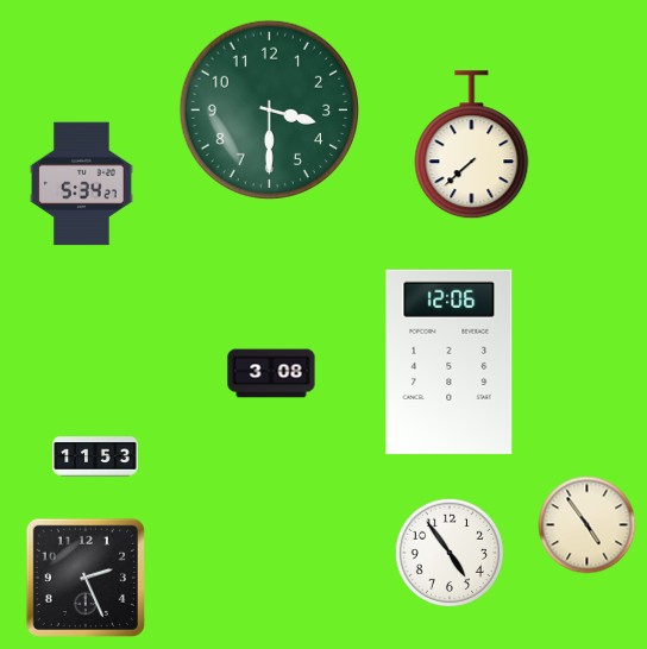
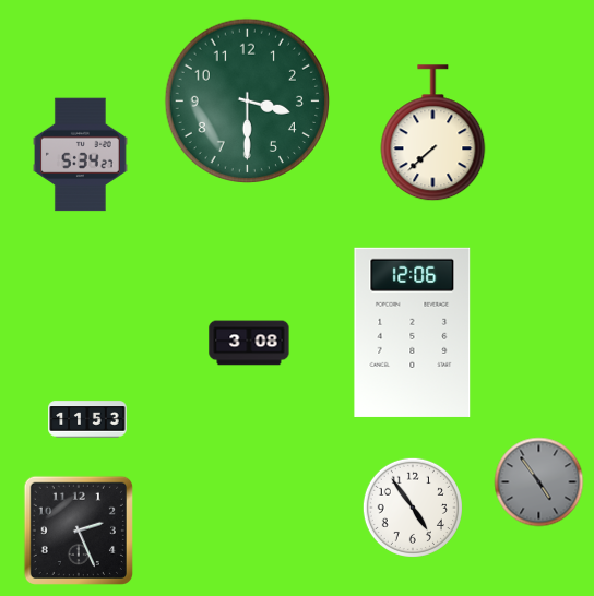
clock at (82, 184) position: (82, 184) -> (81, 155)
clock at (588, 525) dial: cream -> grey
